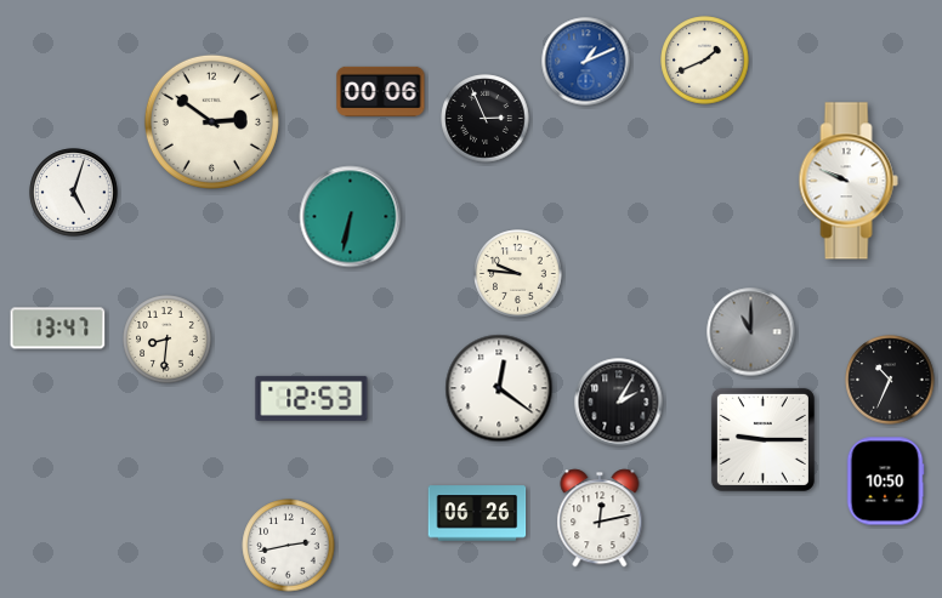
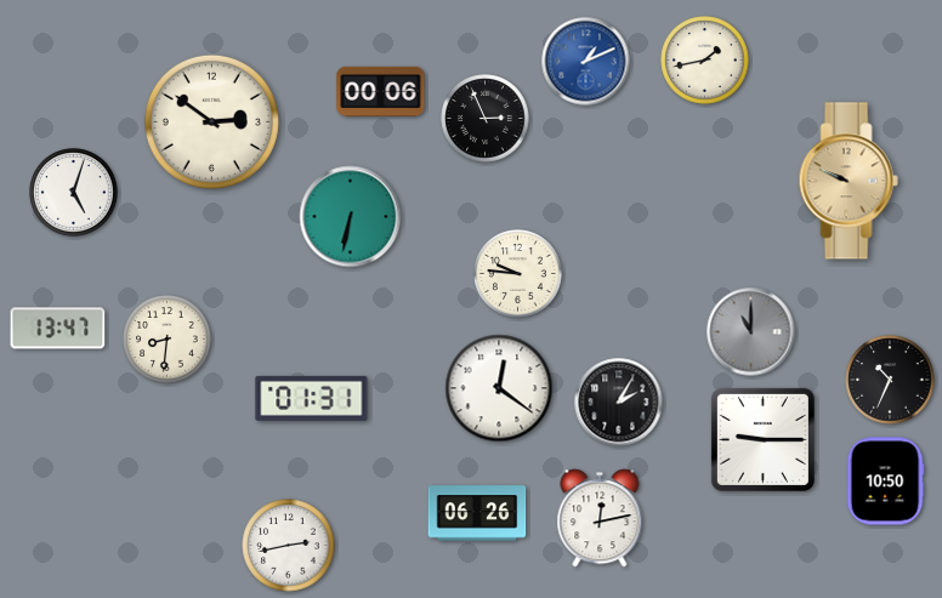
clock at (705, 61): 1:41 -> 1:43
clock at (849, 181) dial: white -> champagne
clock at (312, 398): 12:53 -> 01:31
